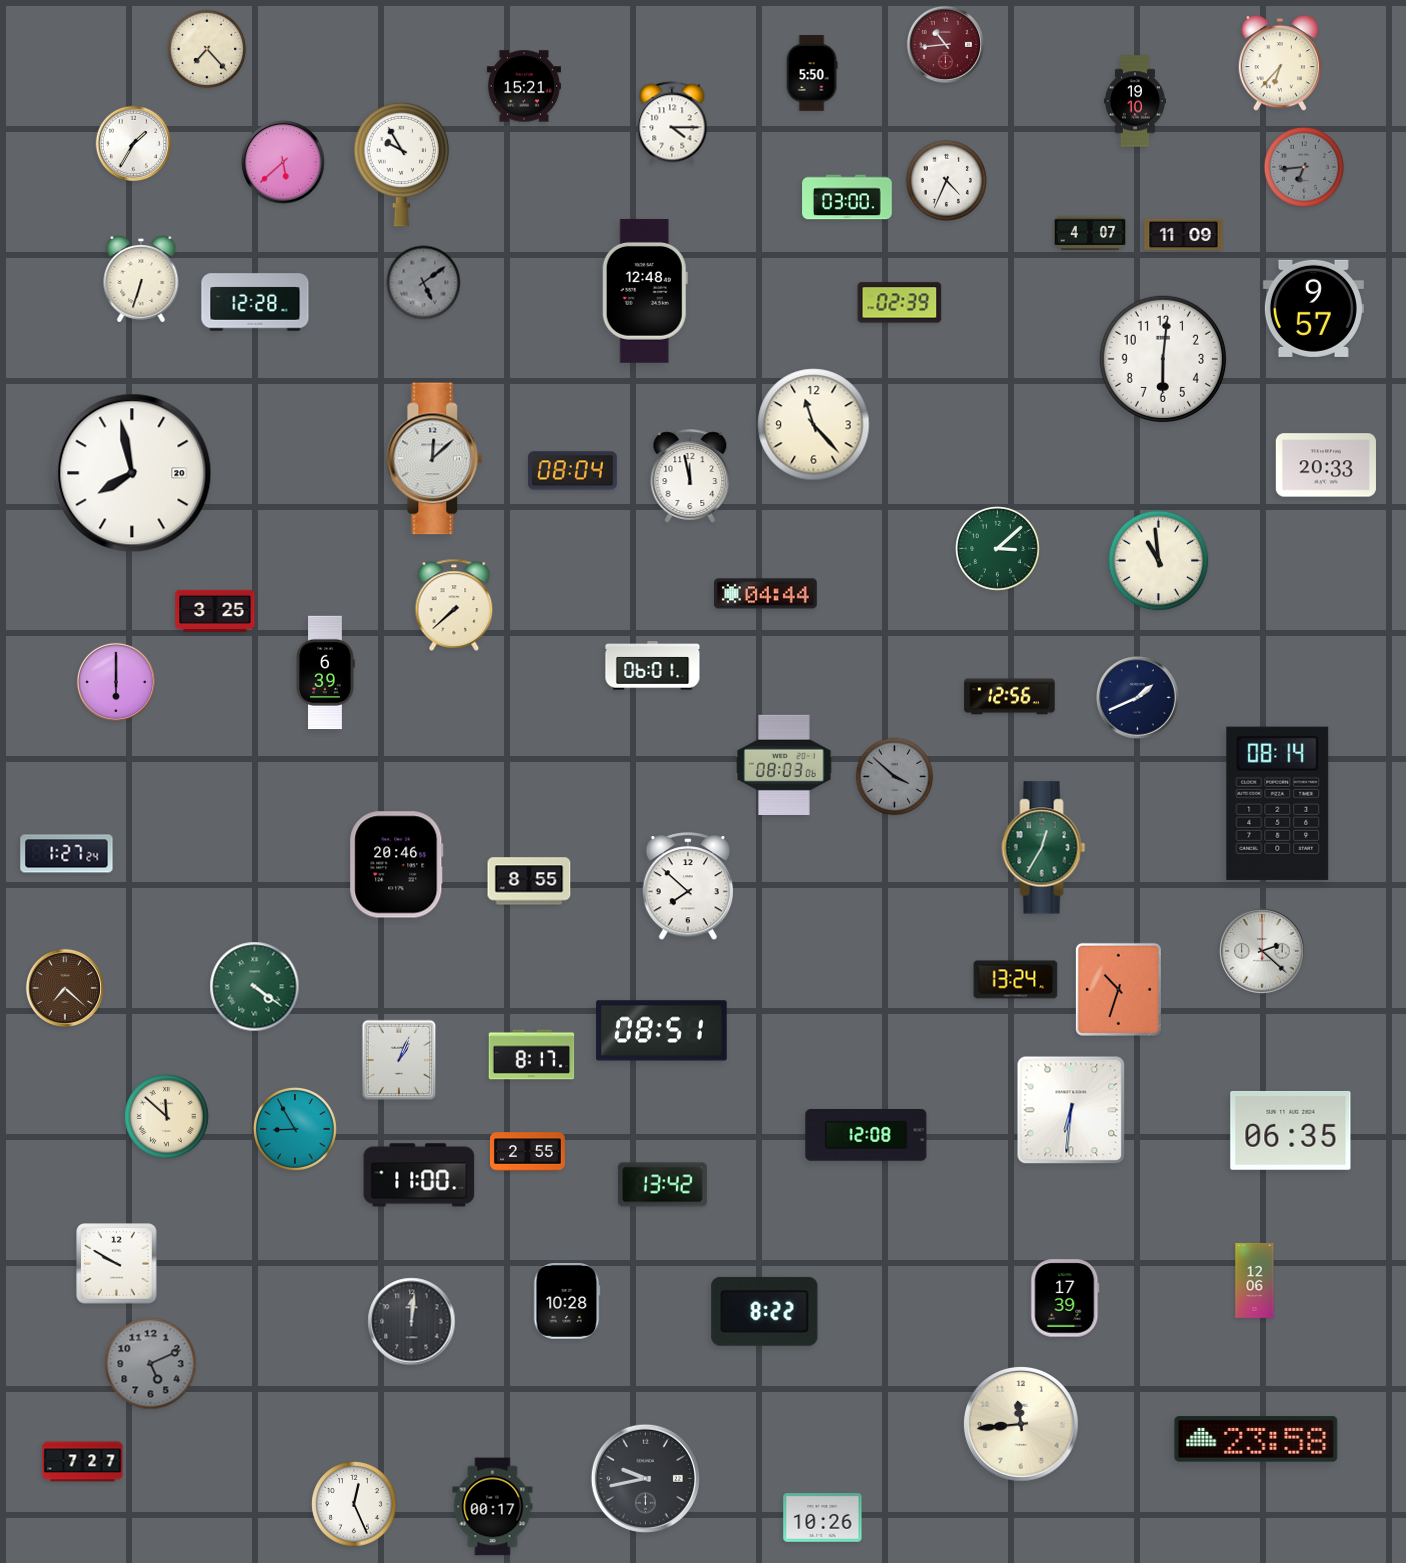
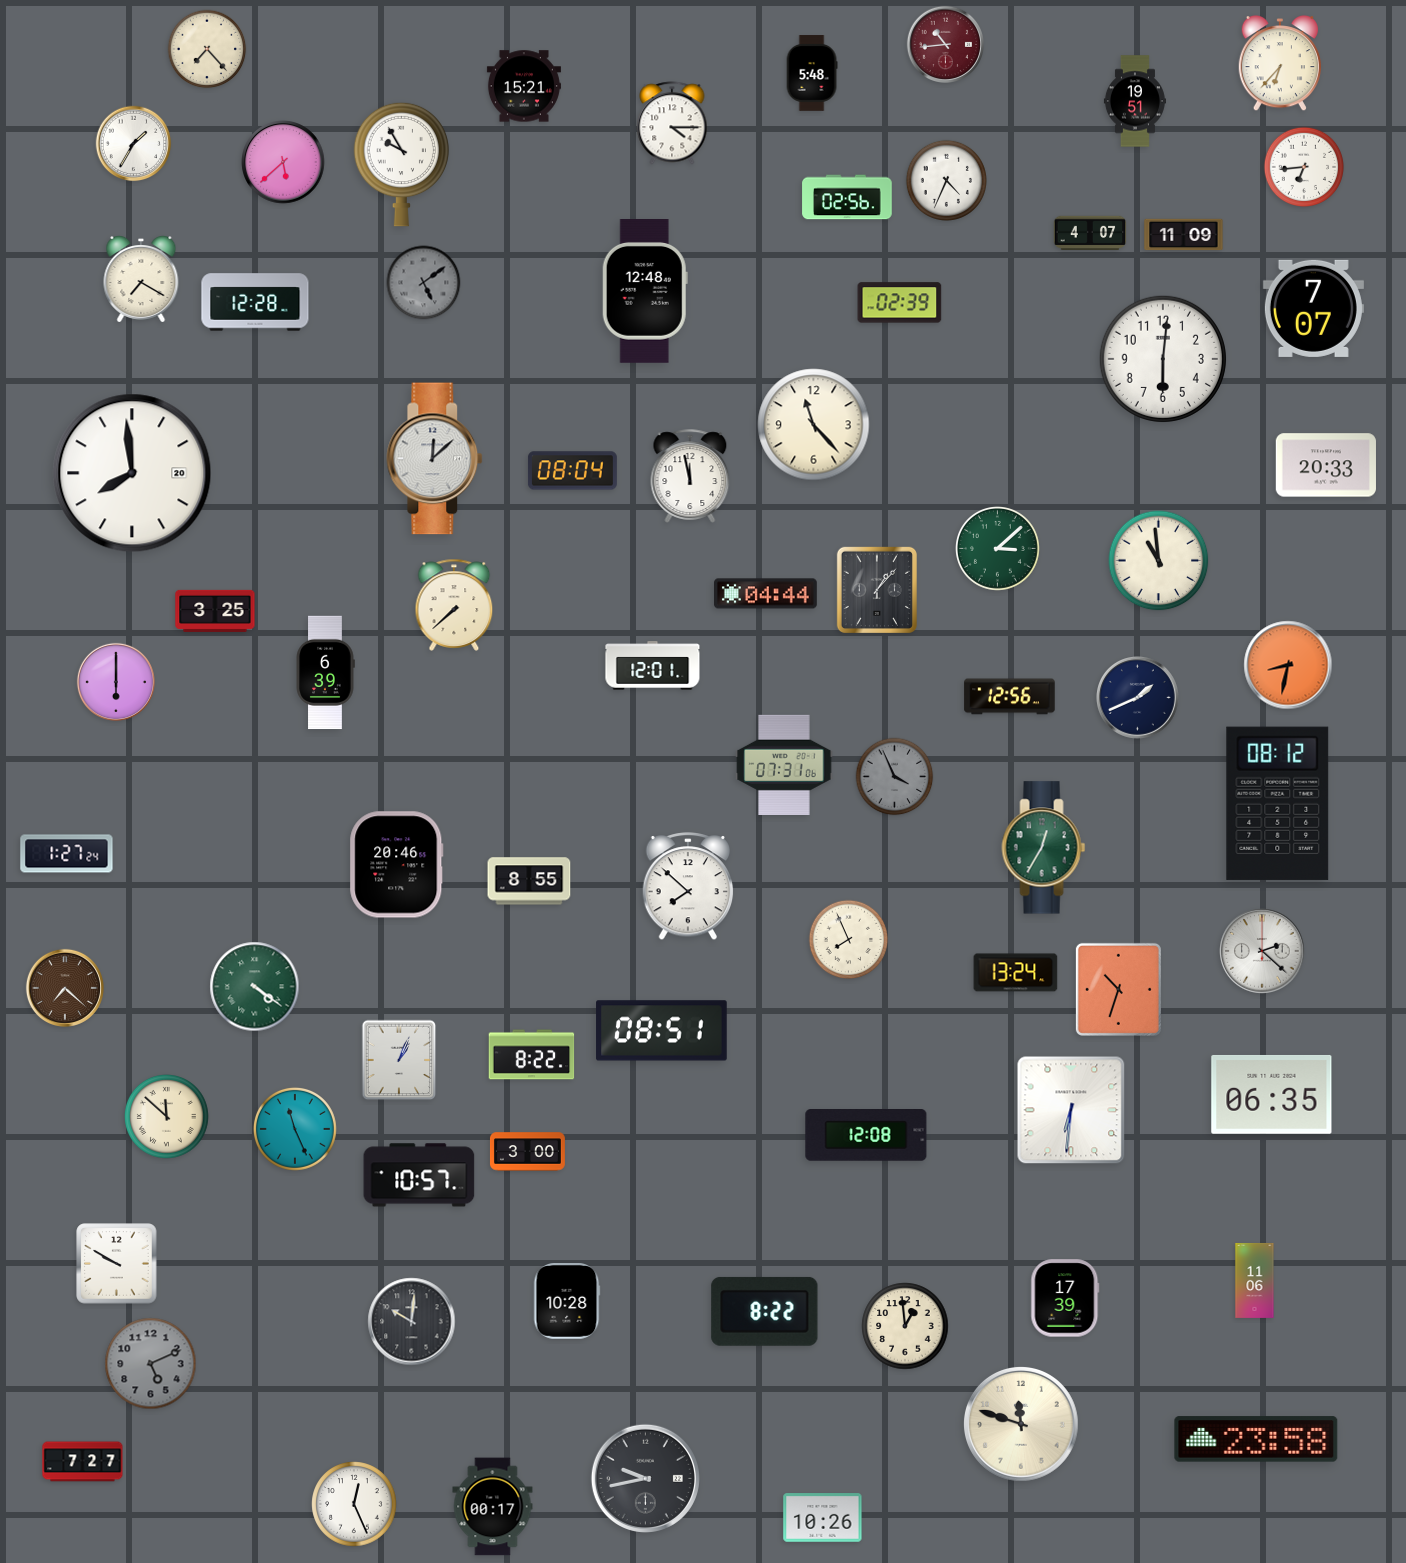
clock at (812, 73): 5:50 -> 5:48
clock at (1135, 101): 19:10 -> 19:51
clock at (1304, 167) dial: grey -> white
clock at (847, 197): 03:00 -> 02:56
clock at (141, 280): 6:33 -> 7:20
clock at (1313, 308): 9:57 -> 7:07
clock at (132, 473): 7:58 -> 7:59
clock at (877, 589): none -> 1:07
clock at (1288, 665): none -> 8:32
clock at (653, 666): 06:01 -> 12:01
clock at (784, 764): 08:03 -> 07:31
clock at (895, 777): 3:52 -> 3:56
clock at (1278, 803): 08:14 -> 08:12
clock at (849, 940): none -> 7:56
clock at (1016, 980) position: (1016, 980) -> (1016, 973)
clock at (532, 1055): 8:17 -> 8:22
clock at (295, 1129): 8:55 -> 11:26
clock at (1291, 1130) position: (1291, 1130) -> (1272, 1094)
clock at (527, 1152): 2:55 -> 3:00
clock at (419, 1175): 11:00 -> 10:57
clock at (662, 1185): 13:42 -> none
clock at (1255, 1280): 12:06 -> 11:06
clock at (412, 1322): 12:01 -> 10:01
clock at (905, 1326): none -> 12:59
clock at (1021, 1424): 11:44 -> 11:48
